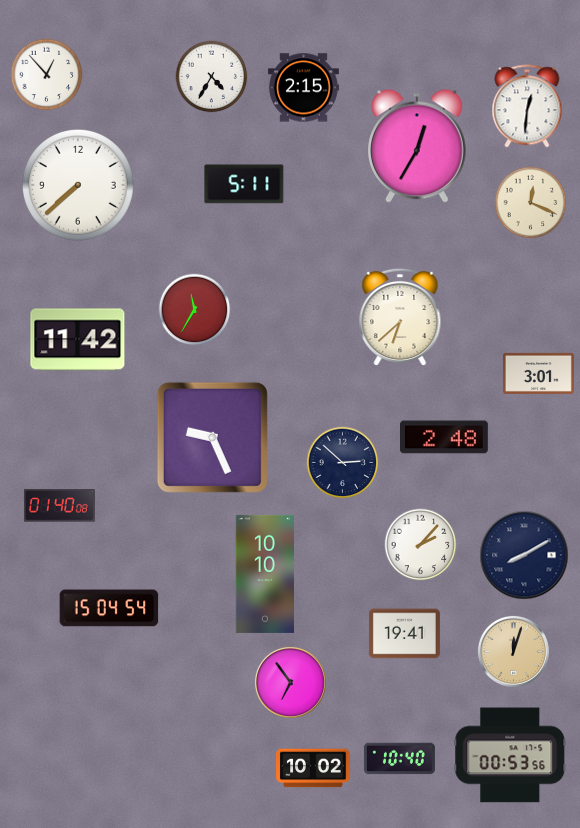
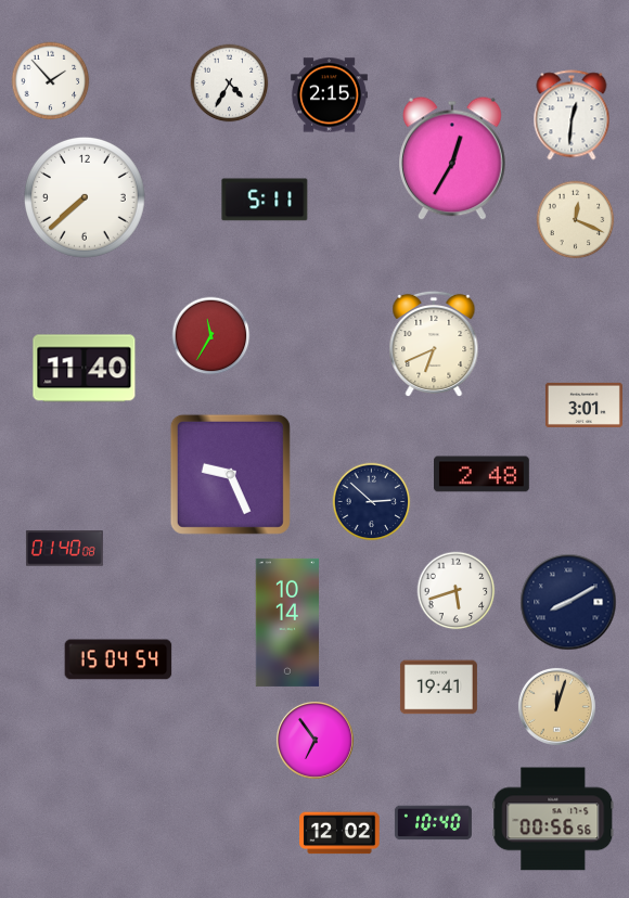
clock at (47, 75): 12:53 -> 1:53
clock at (78, 185) position: (78, 185) -> (85, 197)
clock at (400, 317): 6:38 -> 6:41
clock at (78, 340): 11:42 -> 11:40
clock at (421, 545): 2:07 -> 5:42
clock at (265, 574): 10:10 -> 10:14
clock at (510, 755): 00:53 -> 00:56
clock at (313, 768): 10:02 -> 12:02
